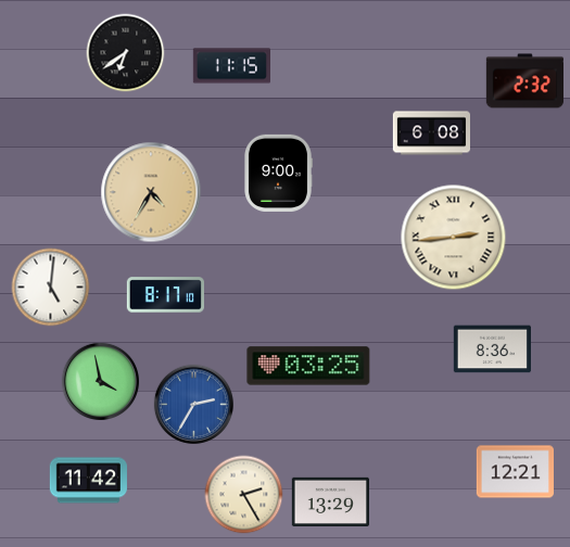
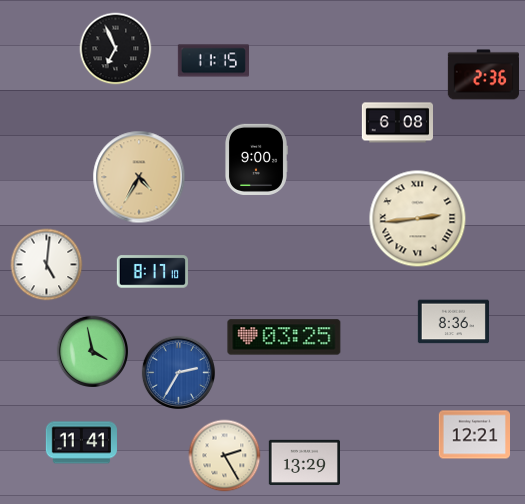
clock at (126, 53): 6:39 -> 6:56
clock at (524, 81): 2:32 -> 2:36
clock at (88, 481): 11:42 -> 11:41
